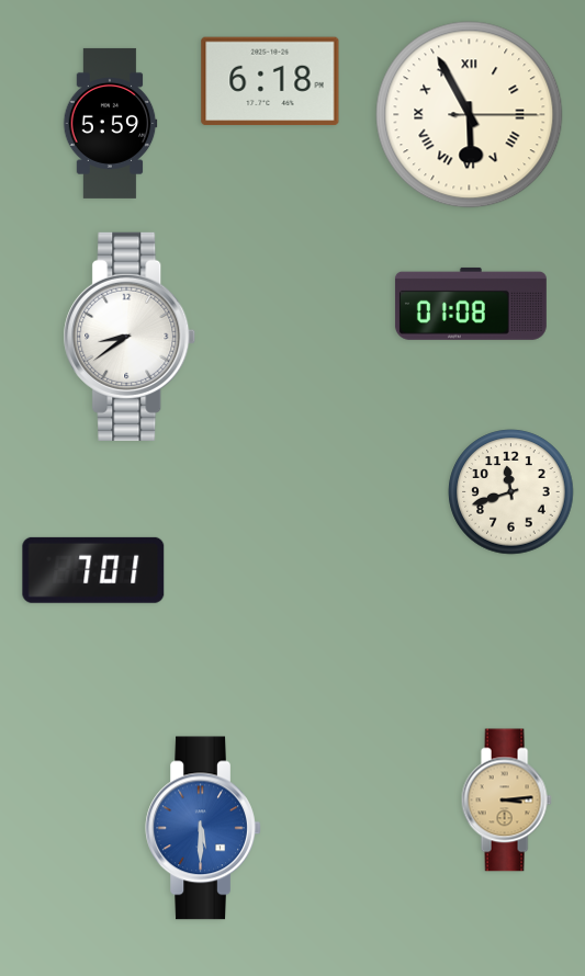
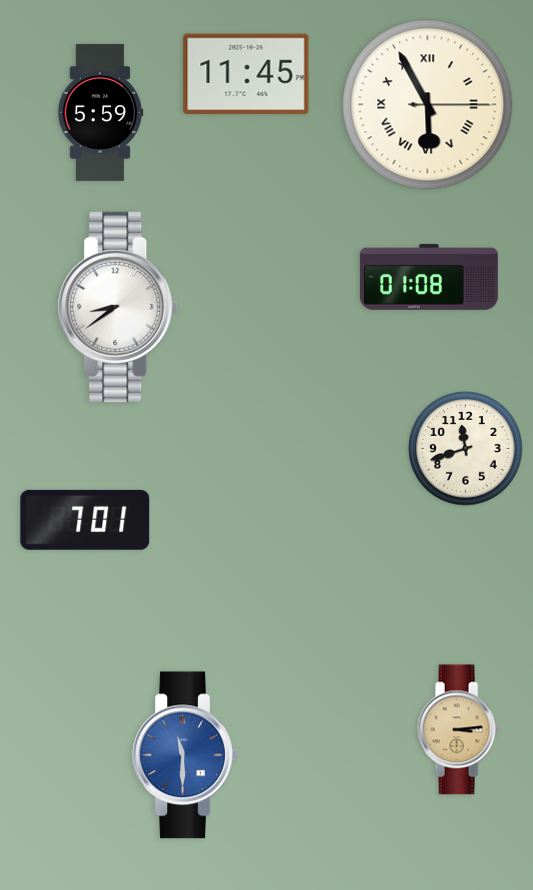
clock at (270, 81): 6:18 -> 11:45
clock at (506, 801) position: (506, 801) -> (458, 730)
clock at (203, 828): 5:30 -> 11:30
